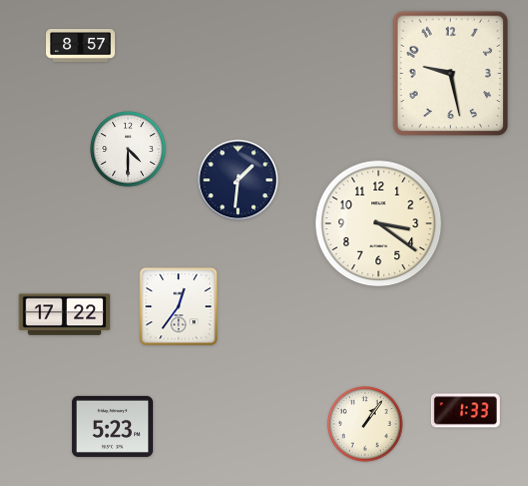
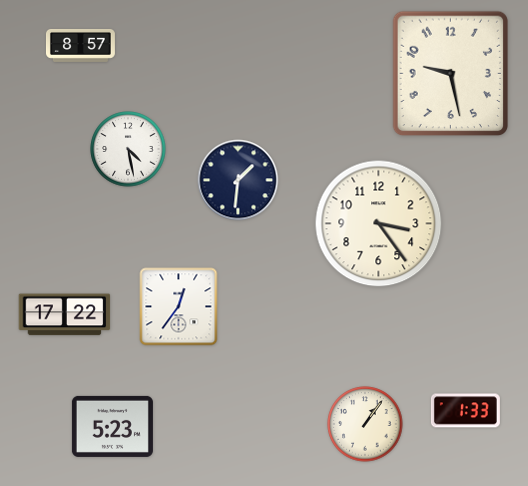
clock at (128, 149): 4:30 -> 4:28
clock at (379, 224): 3:21 -> 3:24
